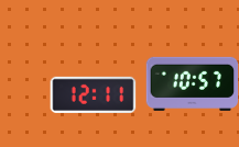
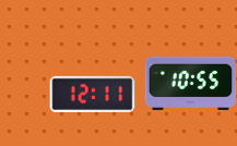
clock at (192, 83): 10:57 -> 10:55
